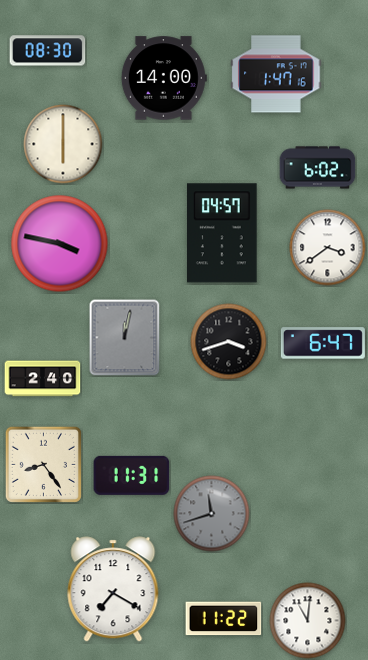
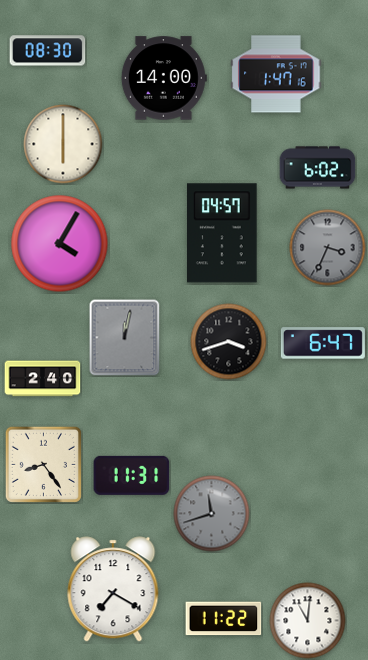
clock at (60, 244): 3:47 -> 4:05
clock at (328, 248): 3:39 -> 3:34
clock at (328, 248) dial: white -> grey
